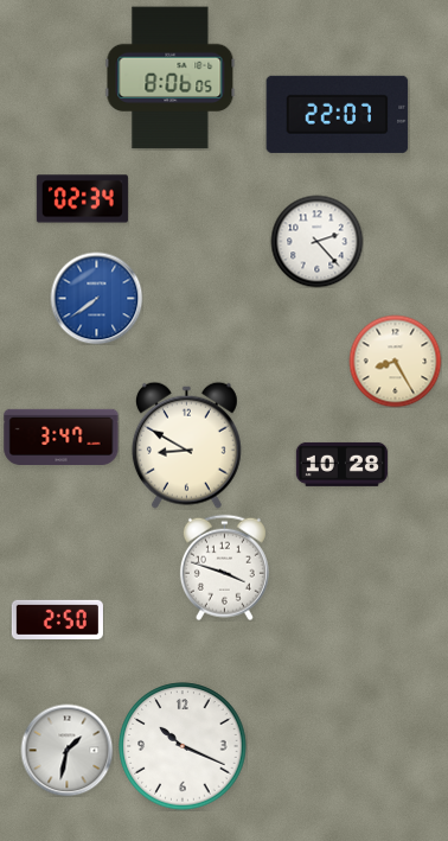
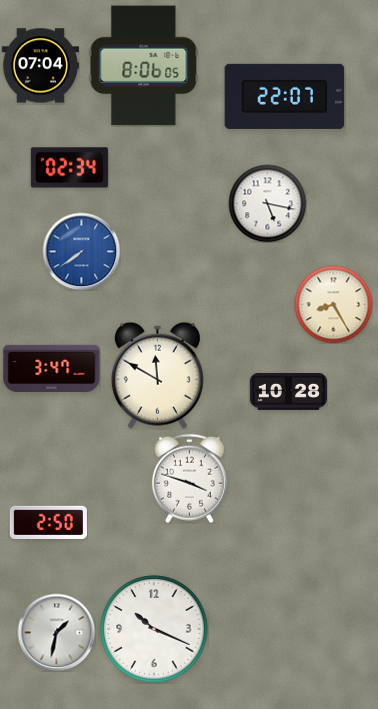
clock at (40, 66): none -> 07:04
clock at (316, 241): 2:23 -> 5:17
clock at (186, 445): 8:50 -> 11:50
